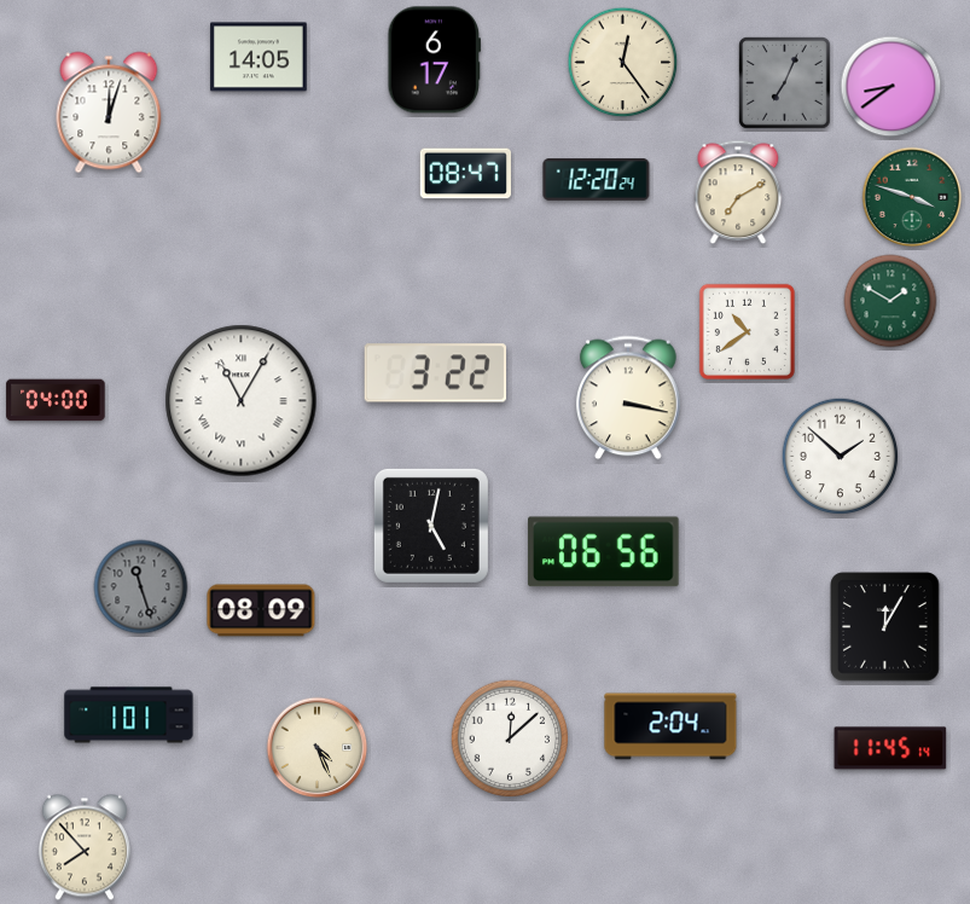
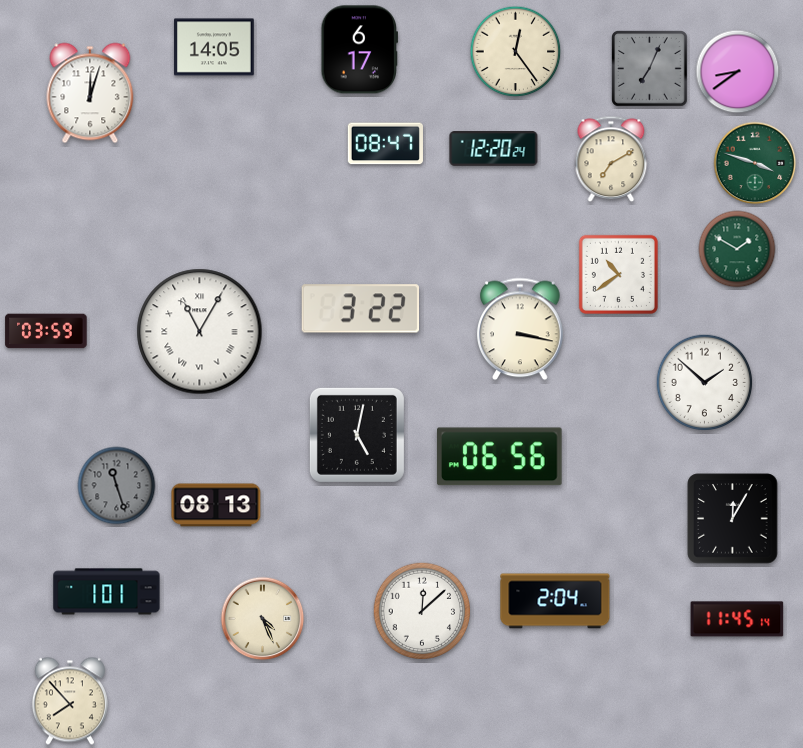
clock at (56, 400): 04:00 -> 03:59
clock at (841, 457) position: (841, 457) -> (705, 383)
clock at (261, 610): 08:09 -> 08:13
